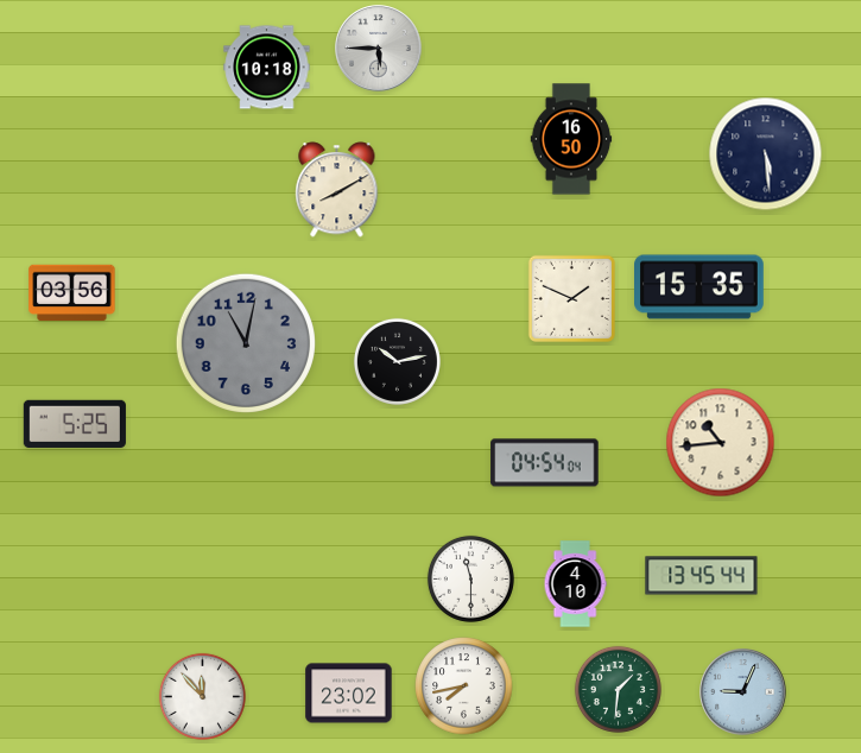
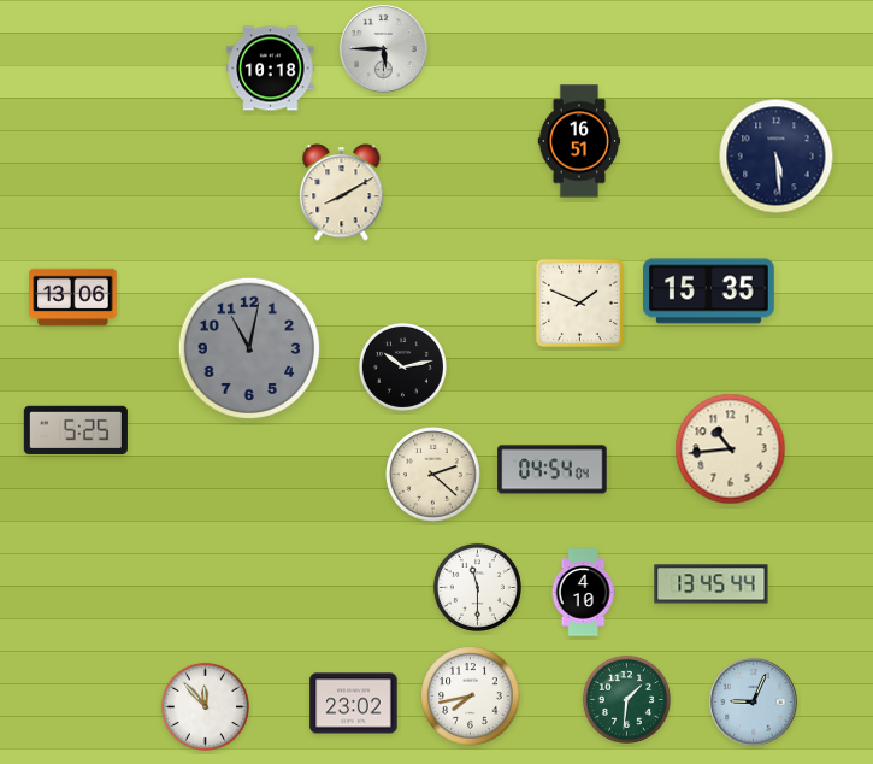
clock at (571, 139): 16:50 -> 16:51
clock at (72, 293): 03:56 -> 13:06
clock at (433, 475): none -> 2:22
